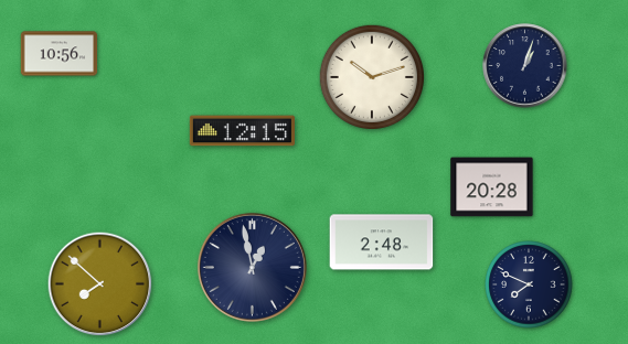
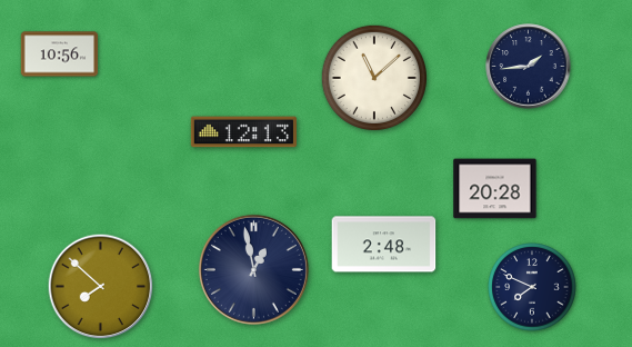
clock at (525, 66): 1:03 -> 1:44
clock at (372, 77): 10:12 -> 11:08
clock at (242, 131): 12:15 -> 12:13
